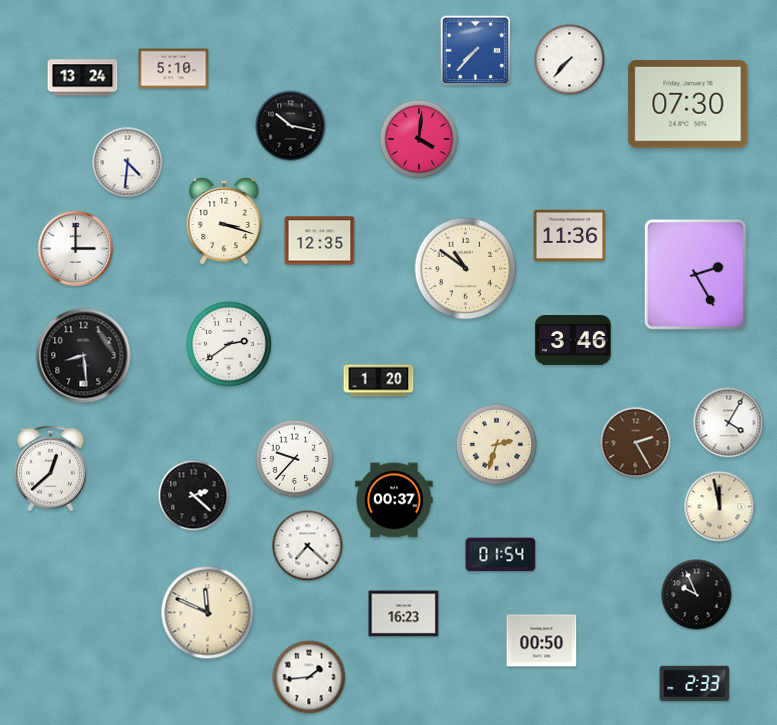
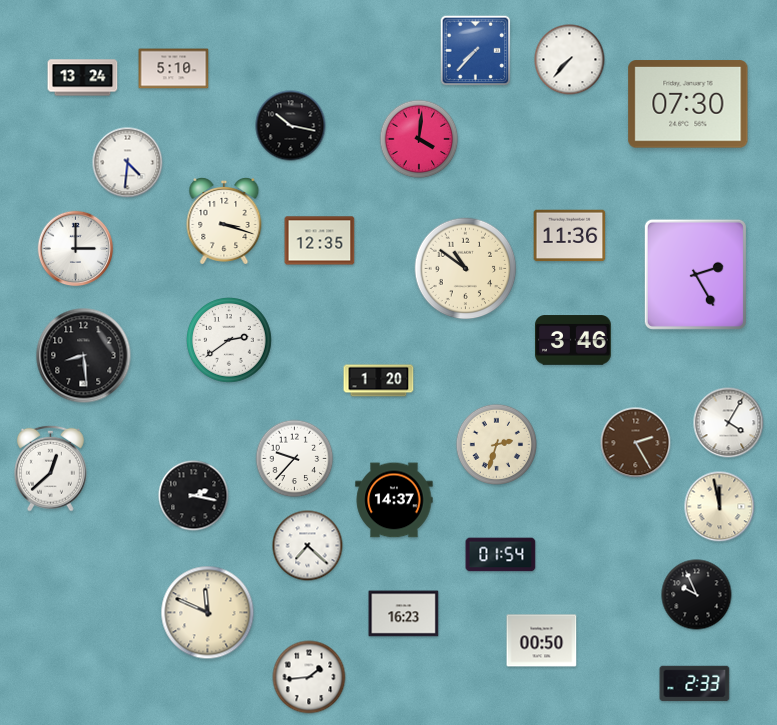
clock at (229, 344) position: (229, 344) -> (229, 340)
clock at (194, 496): 2:22 -> 2:17
clock at (394, 500): 00:37 -> 14:37
